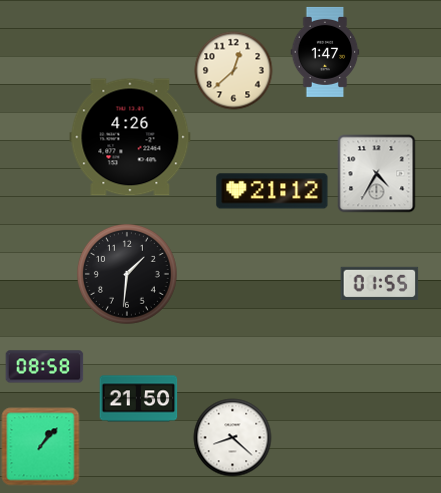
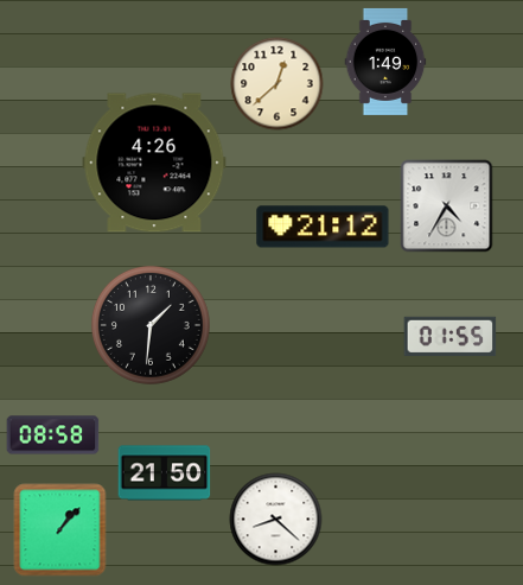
clock at (325, 52): 1:47 -> 1:49
clock at (40, 446) position: (40, 446) -> (59, 529)
